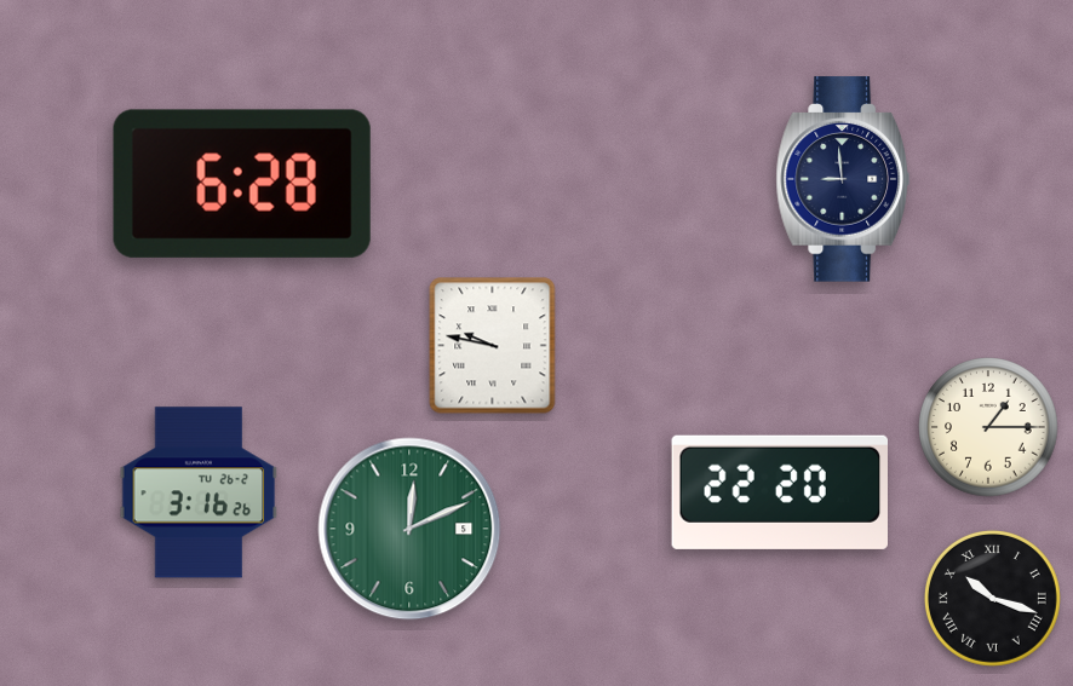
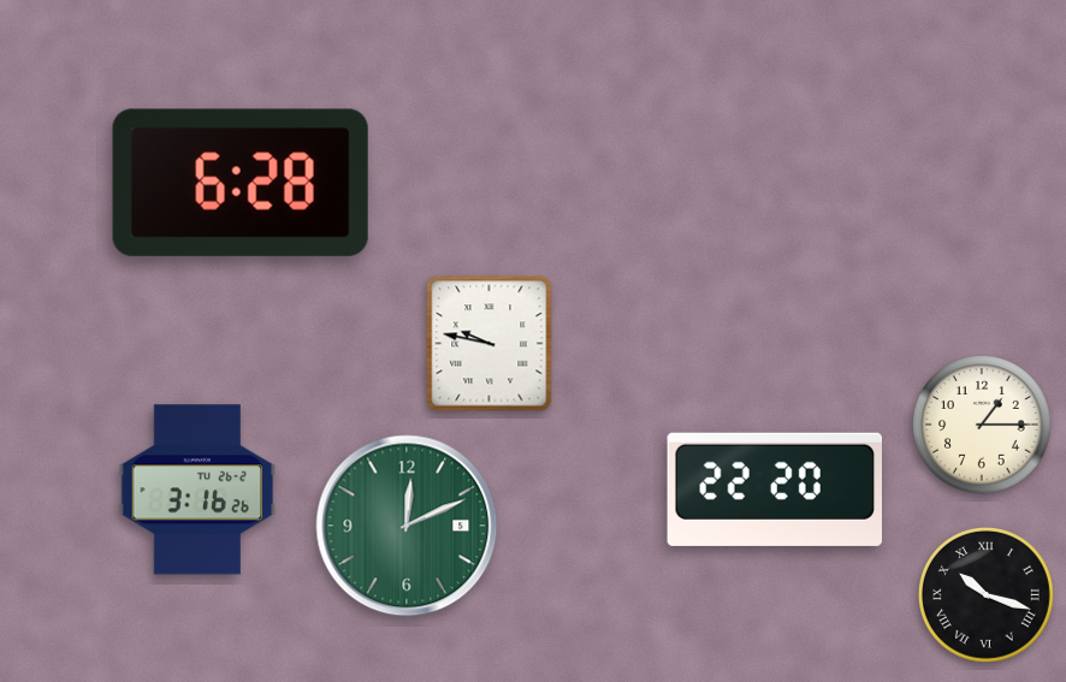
clock at (843, 179): 8:59 -> none
